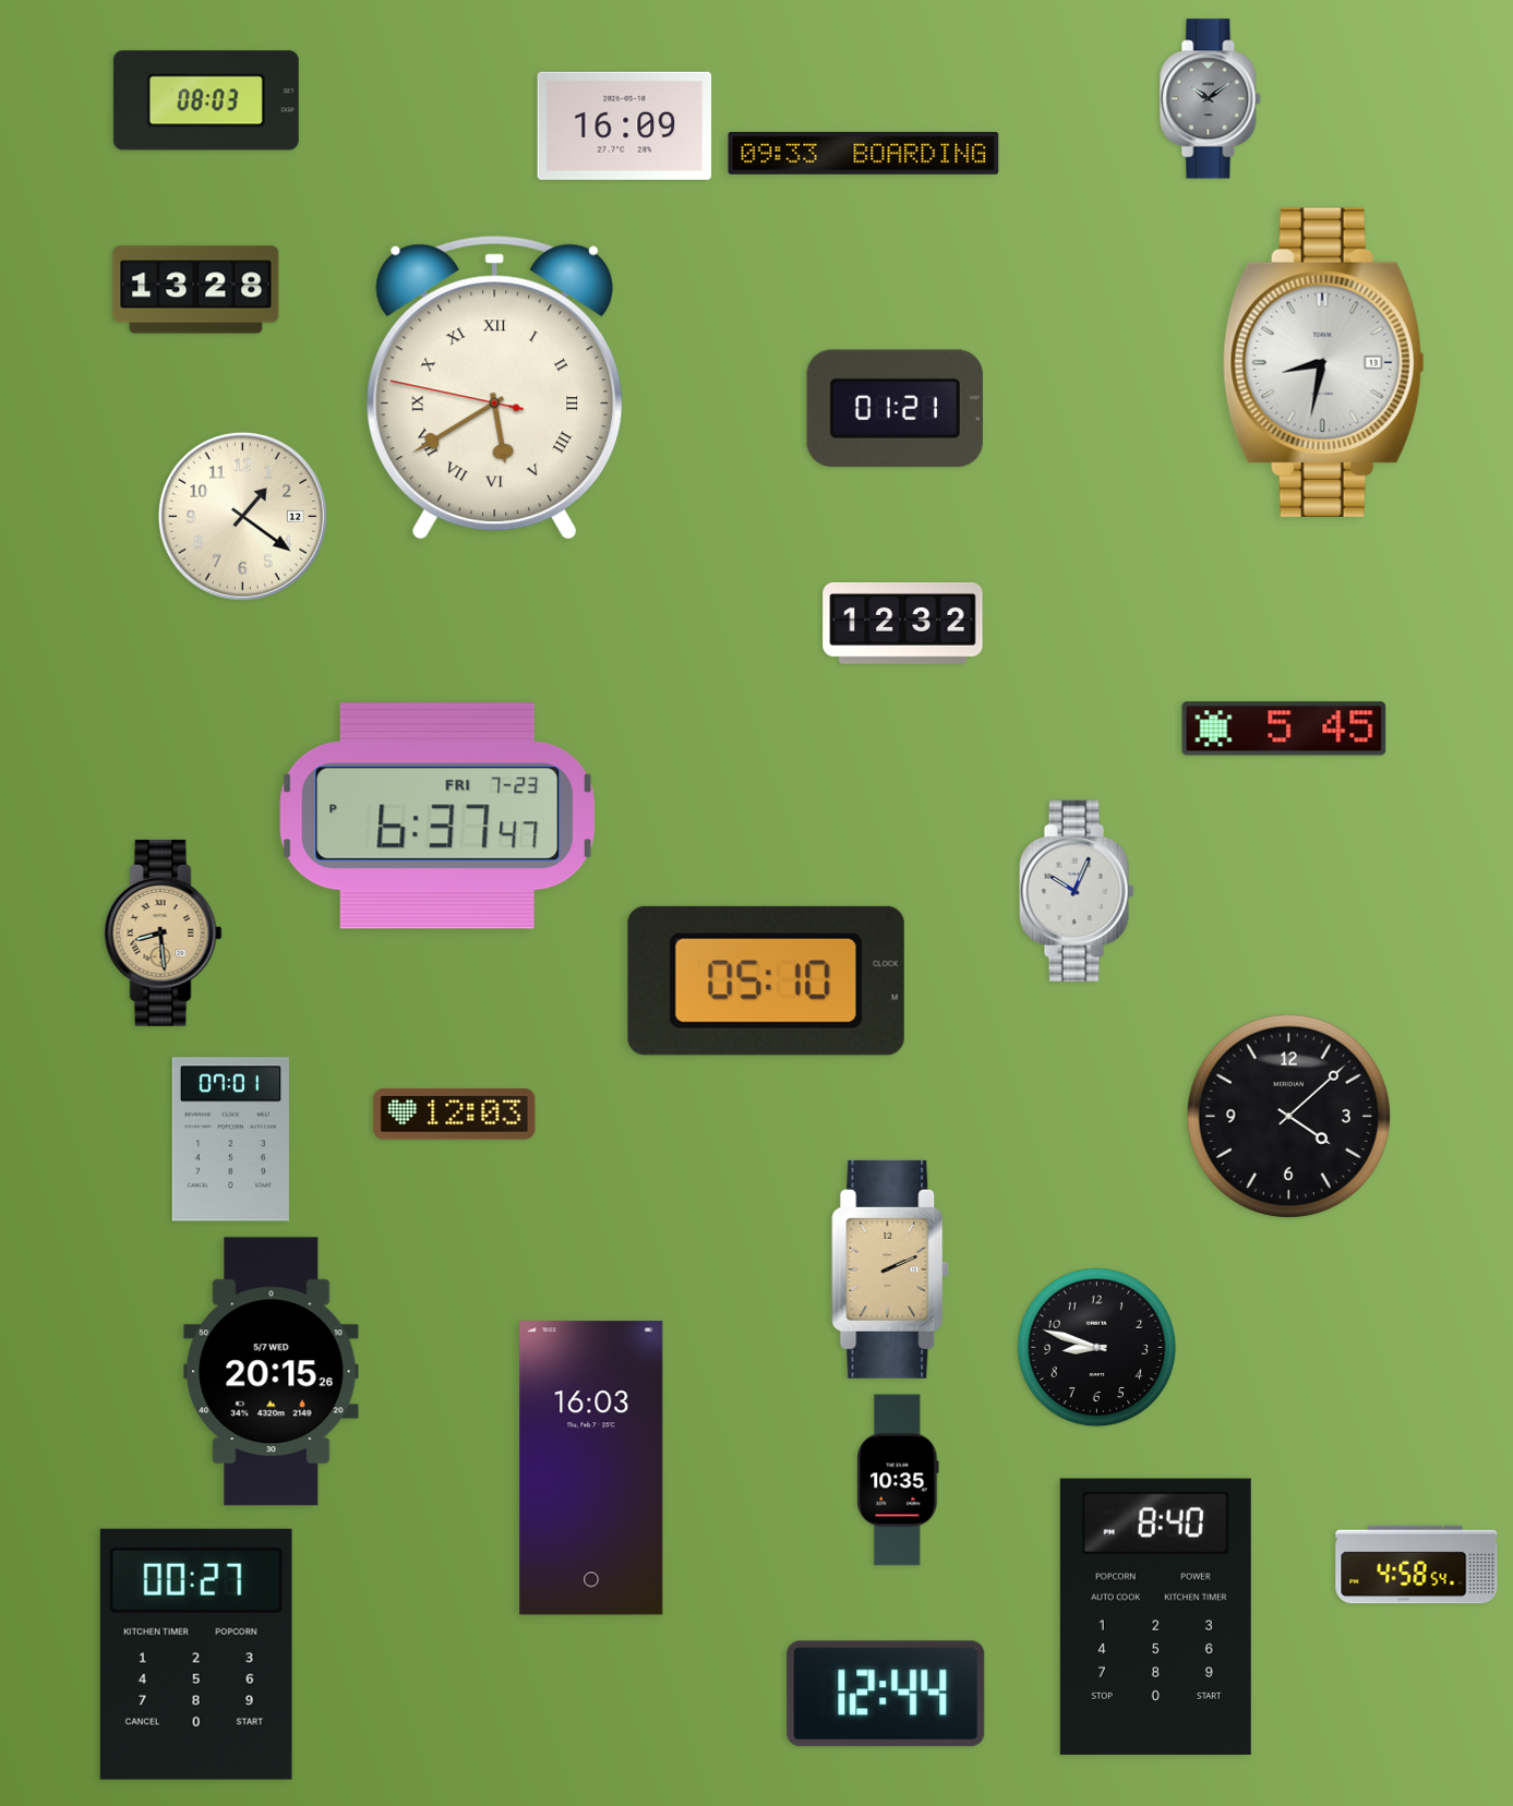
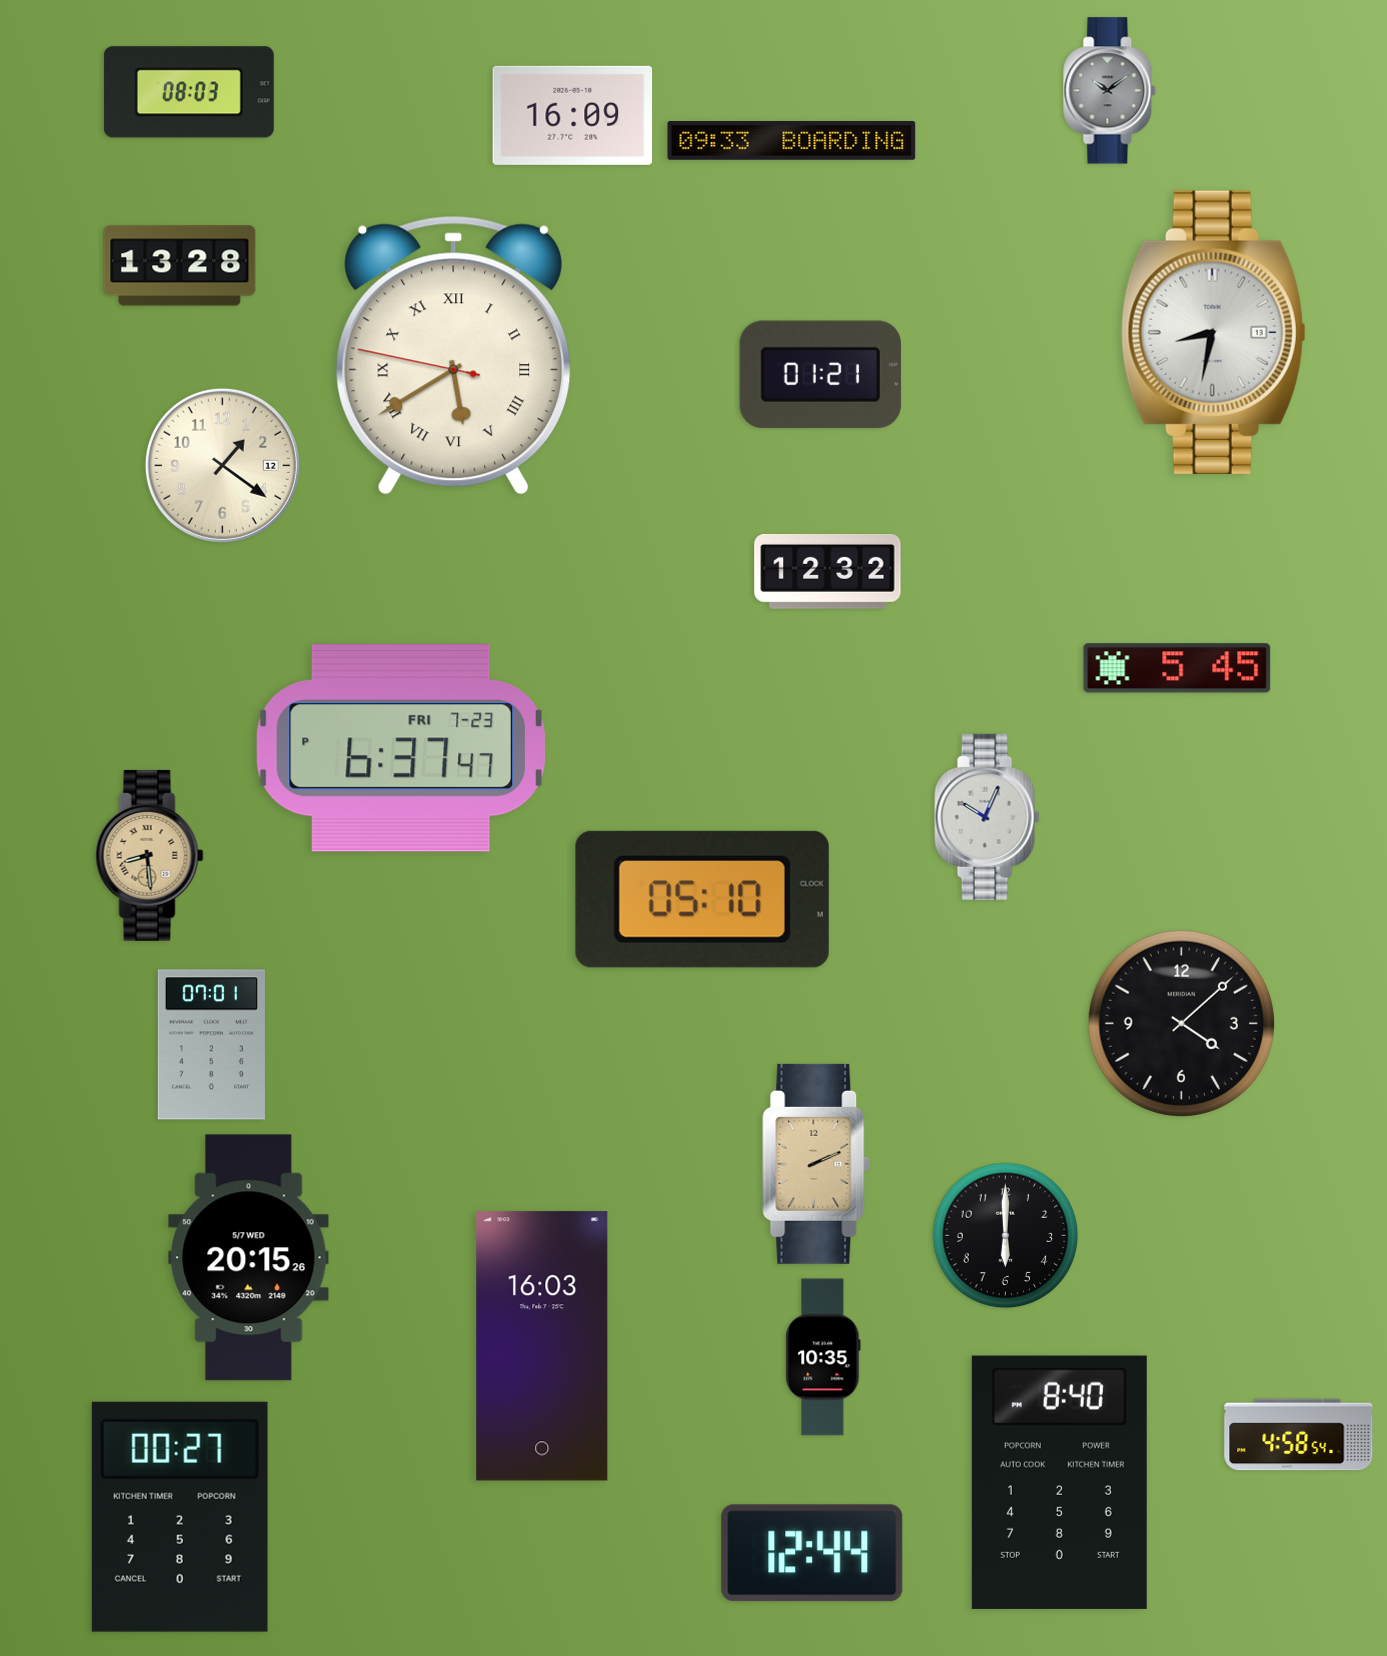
clock at (242, 516) position: (242, 516) -> (222, 465)
clock at (455, 1115): 12:03 -> none
clock at (1097, 1348): 8:48 -> 6:00
